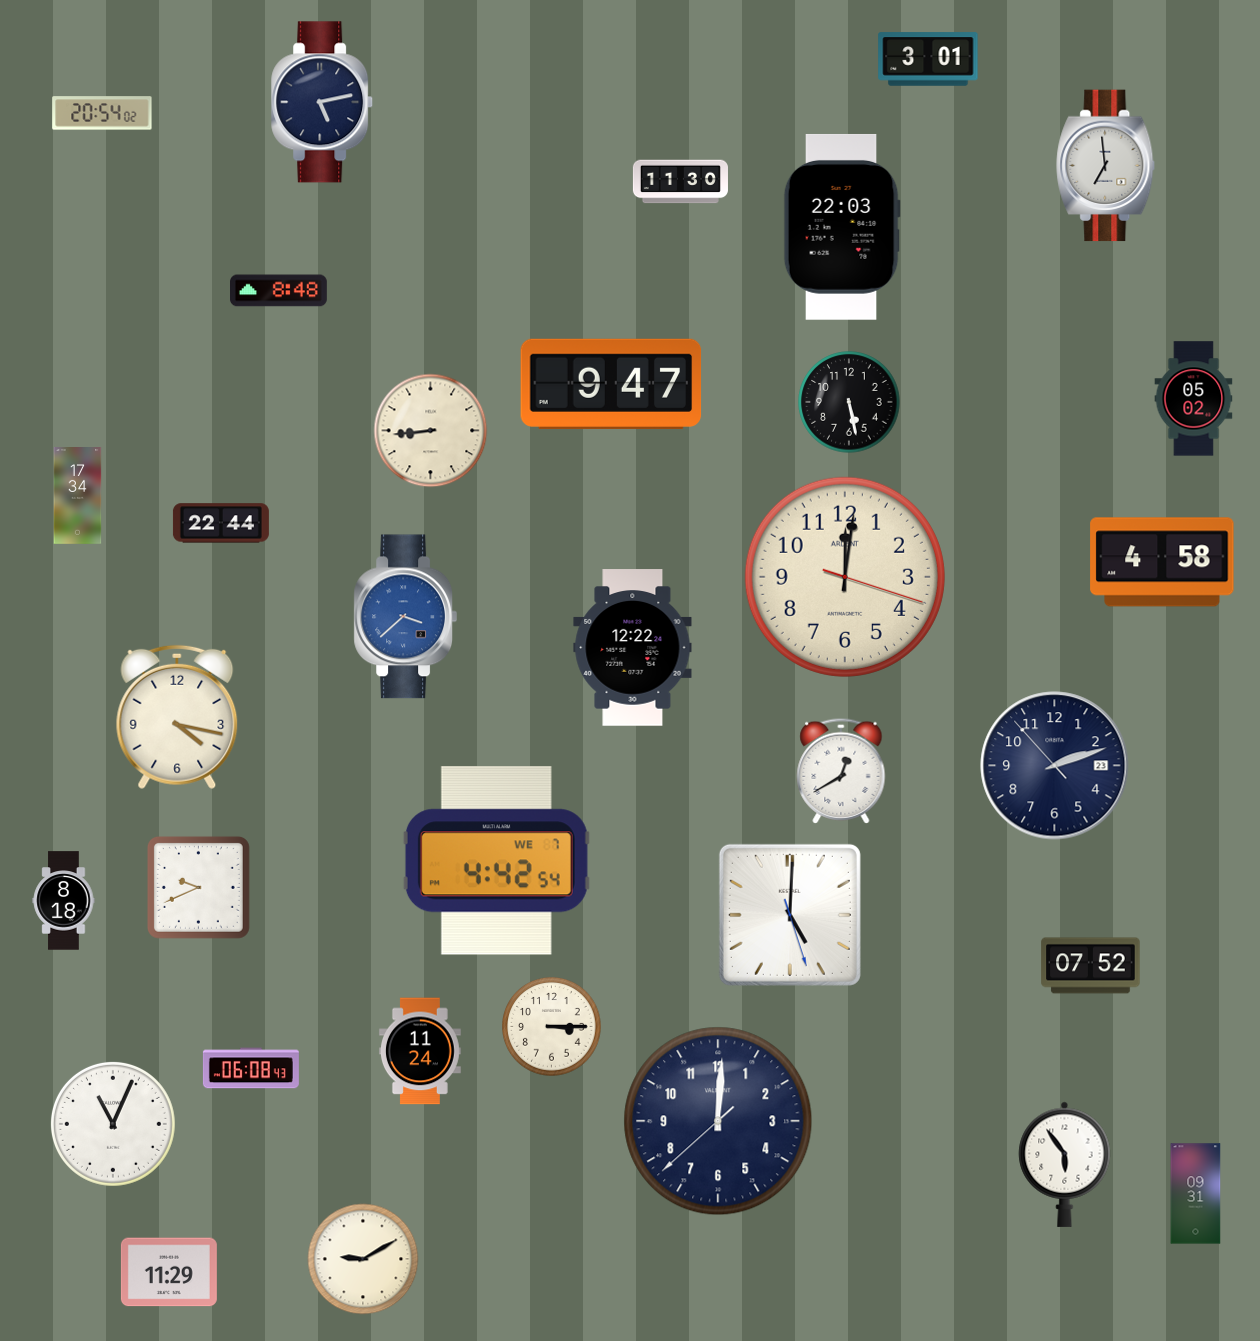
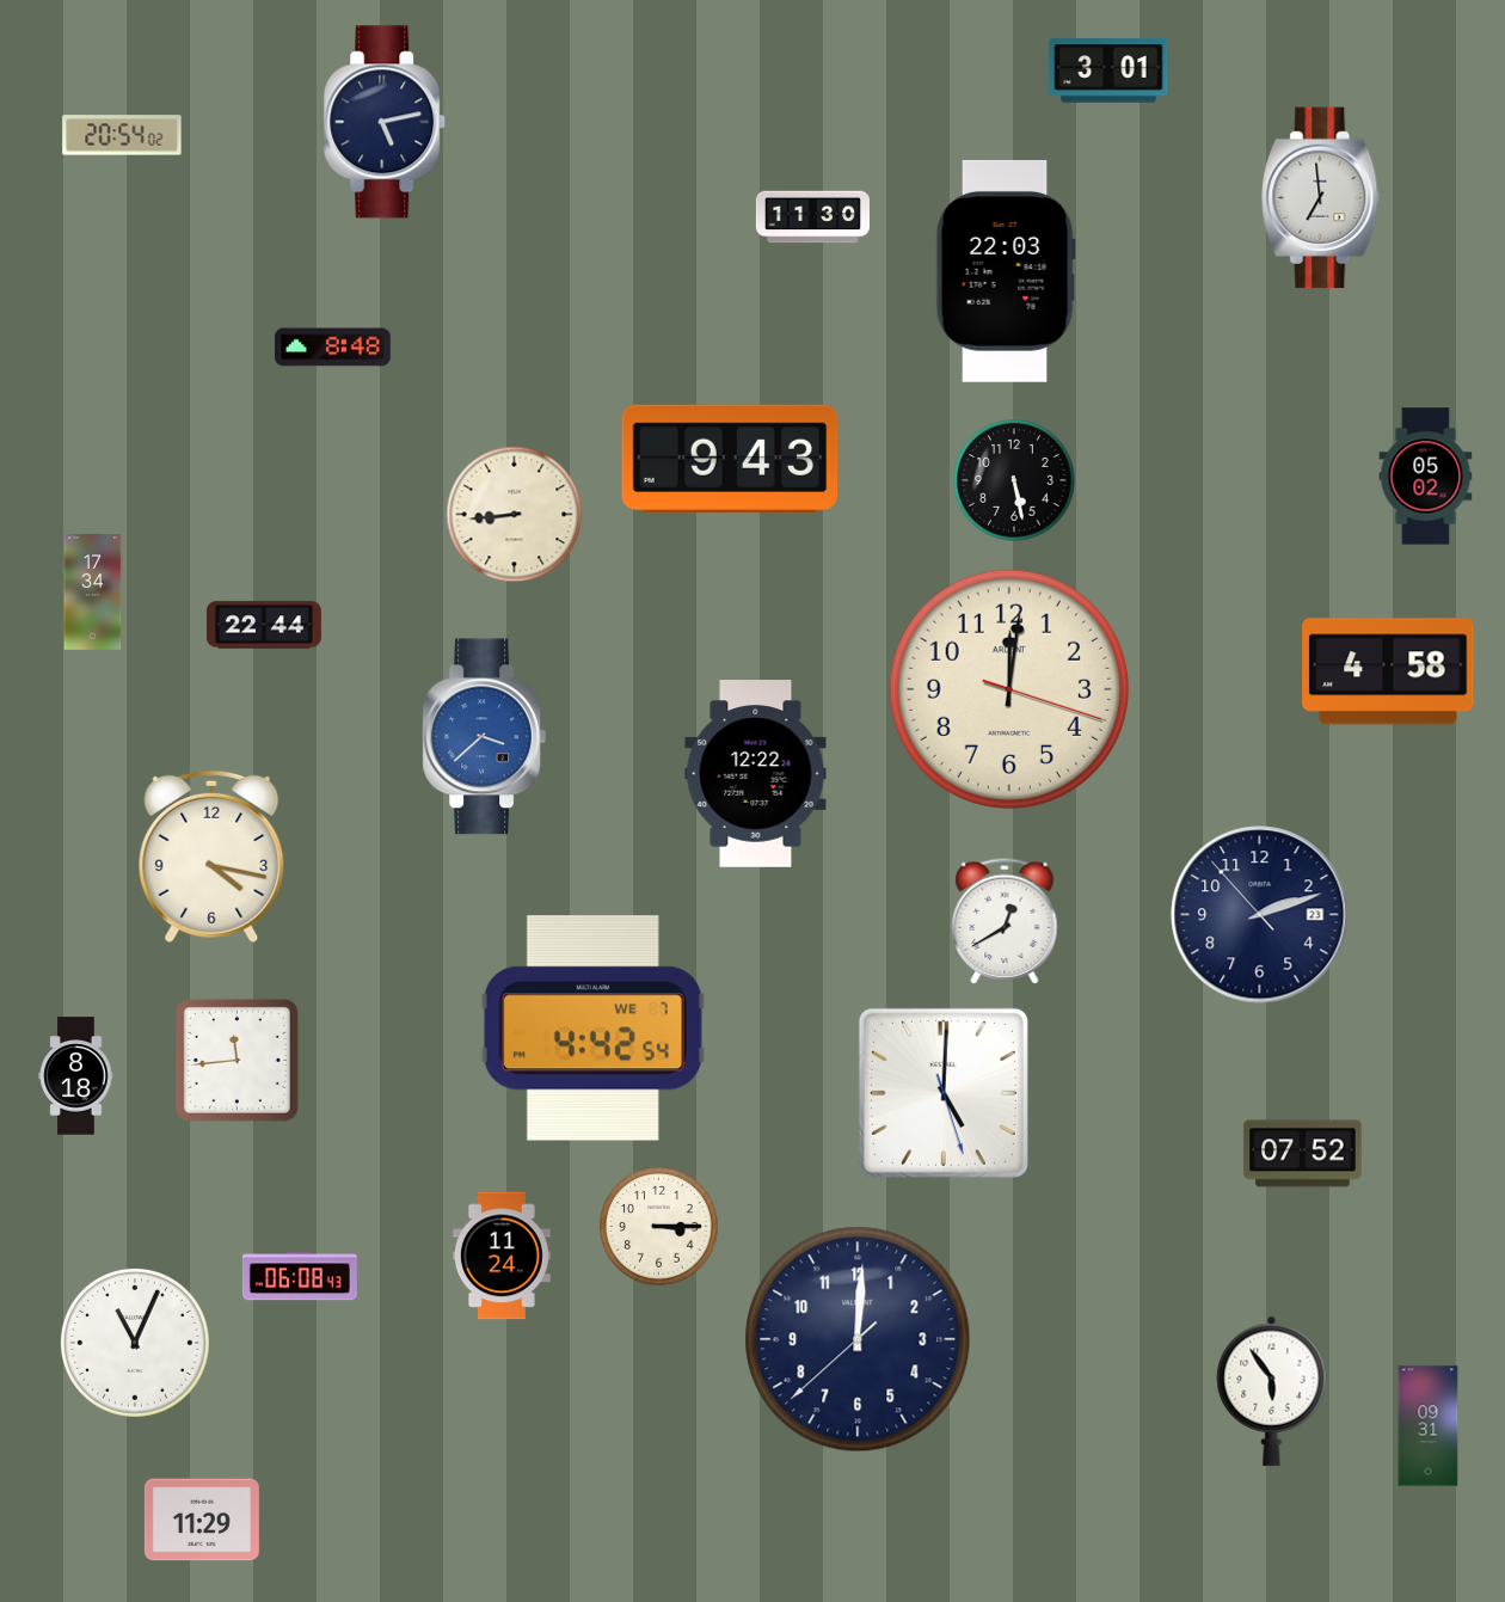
clock at (611, 384): 9:47 -> 9:43
clock at (198, 887): 9:41 -> 11:44
clock at (363, 1259): 9:10 -> none
